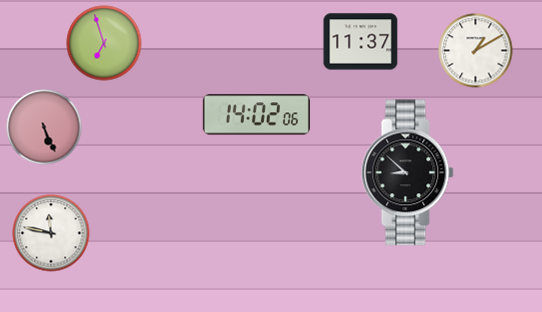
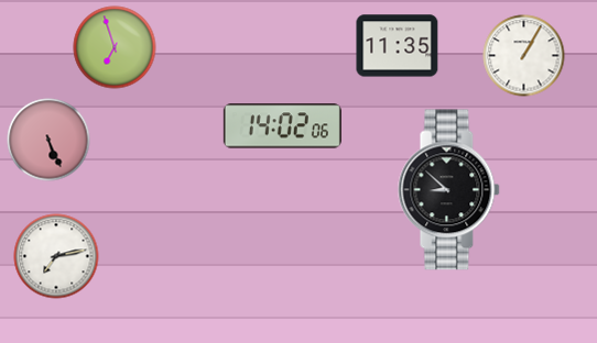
clock at (361, 42): 11:37 -> 11:35
clock at (476, 51): 1:10 -> 1:05
clock at (51, 233): 11:47 -> 7:13
